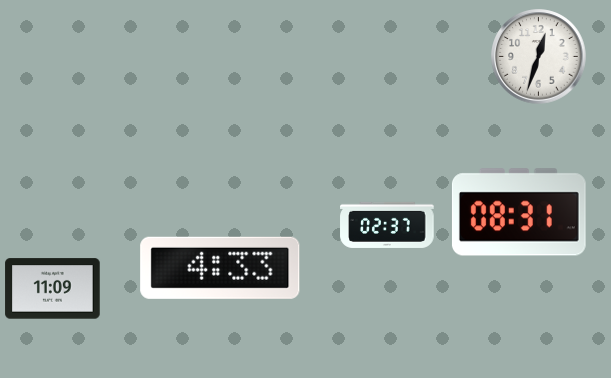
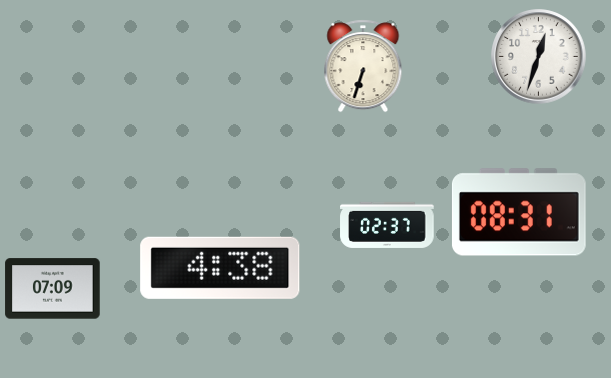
clock at (363, 66): none -> 6:33
clock at (220, 268): 4:33 -> 4:38
clock at (53, 289): 11:09 -> 07:09
